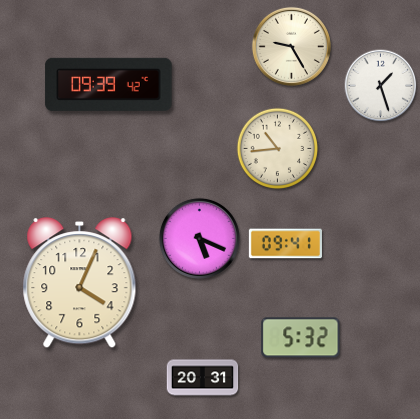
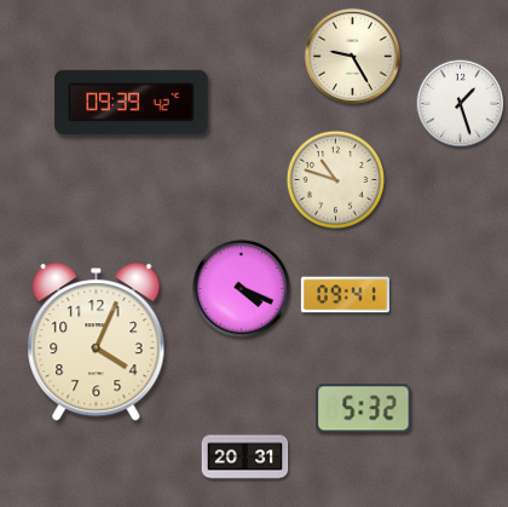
clock at (278, 149): 10:44 -> 10:48
clock at (199, 238): 5:19 -> 4:19
